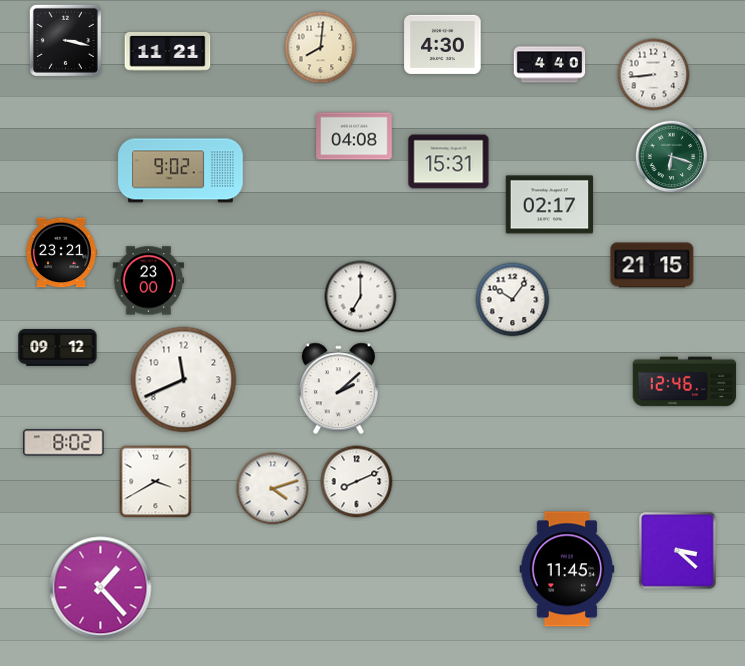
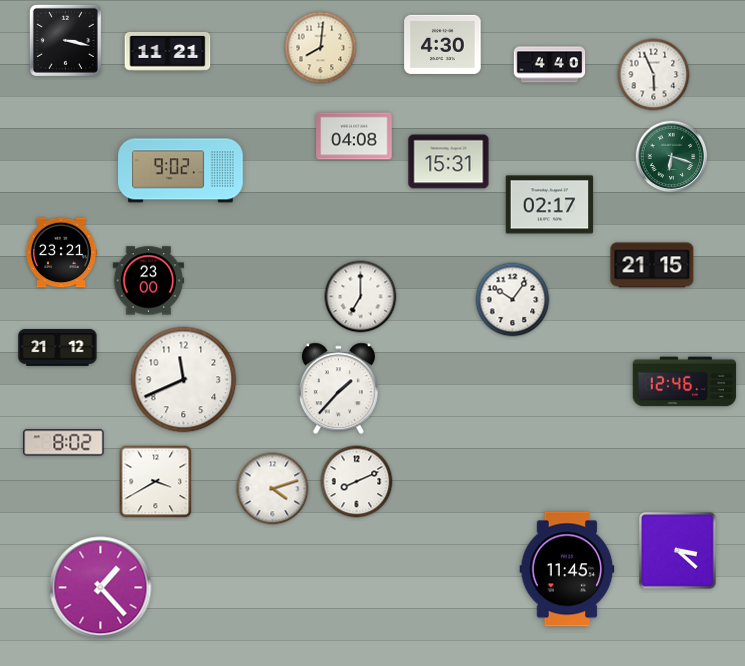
clock at (654, 75): 8:44 -> 5:56
clock at (58, 347): 09:12 -> 21:12
clock at (338, 389): 2:08 -> 1:37
